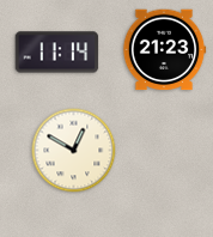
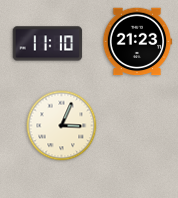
clock at (57, 53): 11:14 -> 11:10
clock at (74, 151): 12:50 -> 3:04
